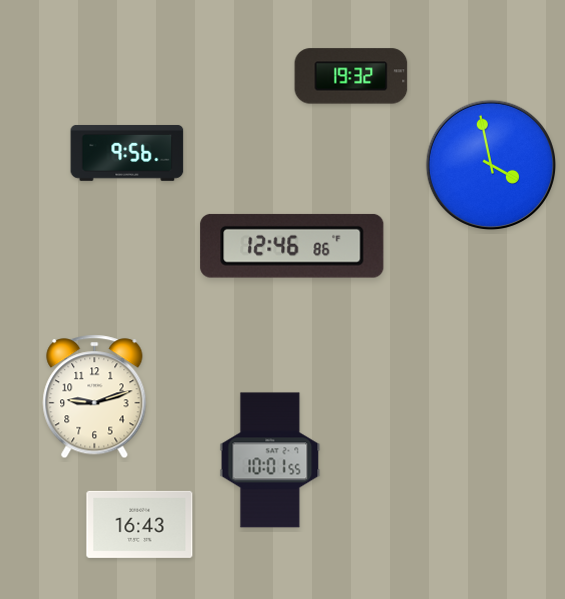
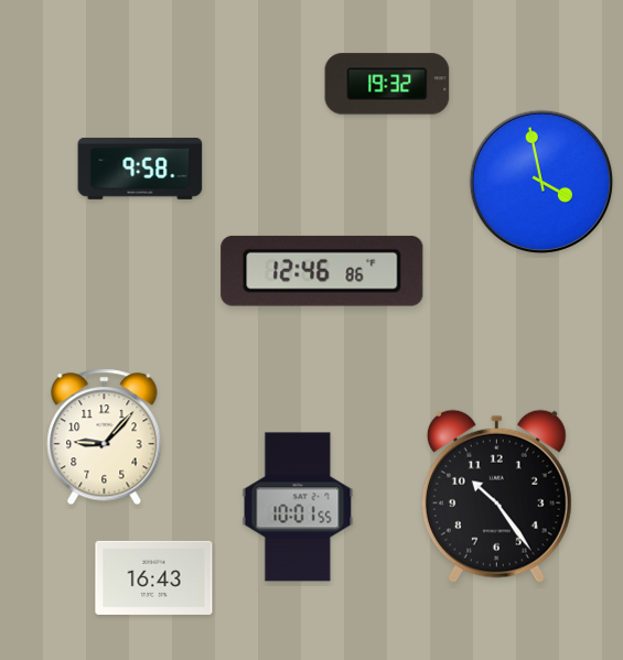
clock at (127, 153): 9:56 -> 9:58
clock at (95, 397): 9:12 -> 9:07
clock at (496, 496): none -> 10:24
